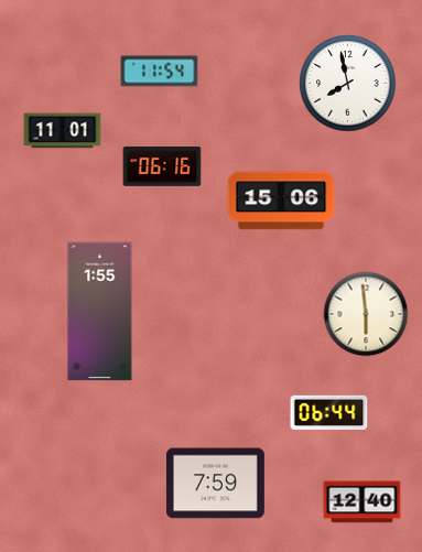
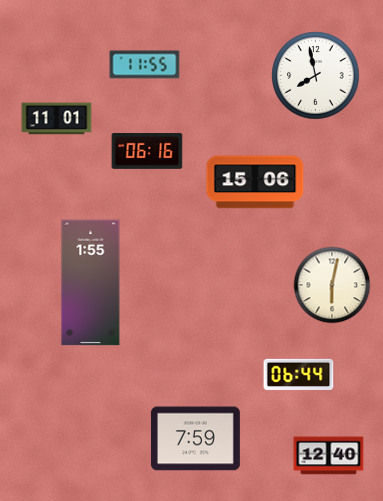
clock at (160, 72): 11:54 -> 11:55
clock at (366, 314): 5:59 -> 6:02
